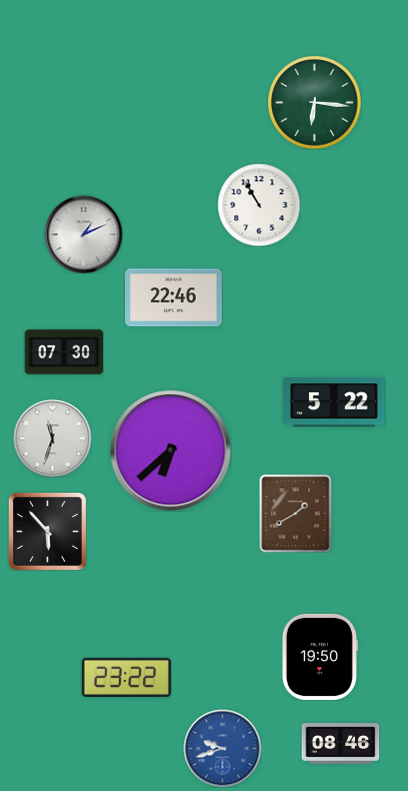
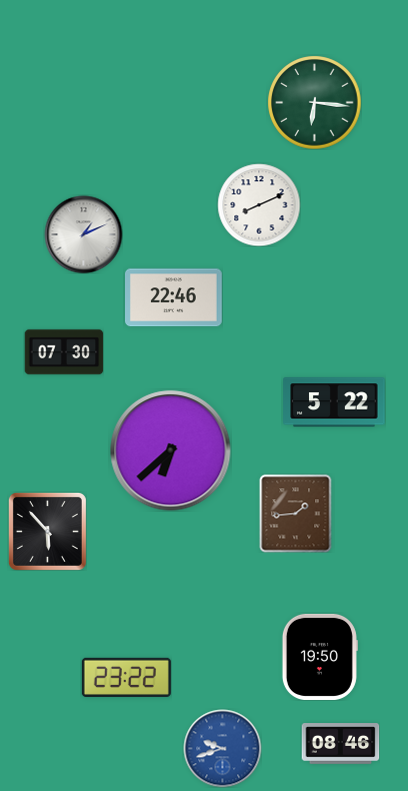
clock at (259, 205): 10:55 -> 8:11
clock at (52, 438): 11:33 -> none
clock at (296, 513): 1:40 -> 1:44
